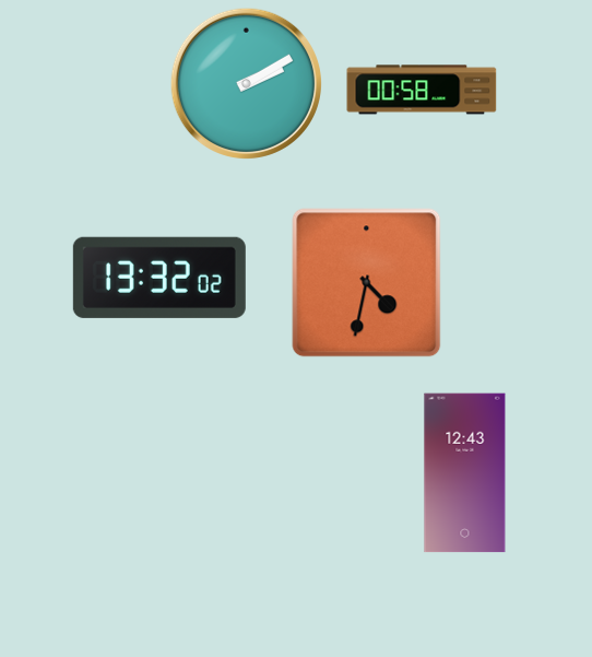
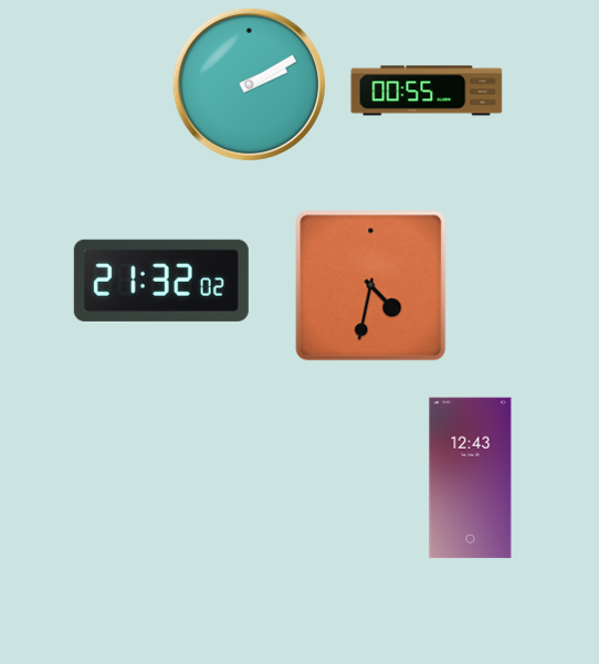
clock at (422, 90): 00:58 -> 00:55
clock at (159, 278): 13:32 -> 21:32
